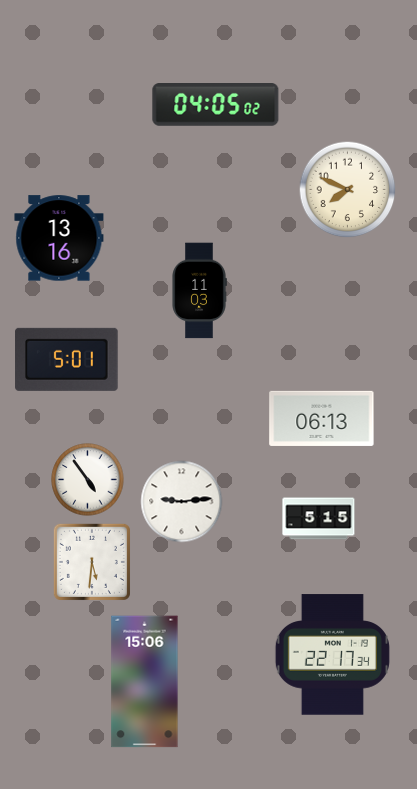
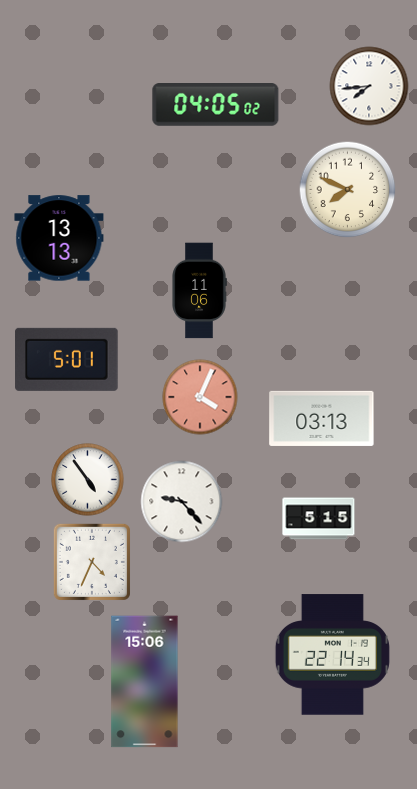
clock at (369, 86): none -> 7:44
clock at (59, 238): 13:16 -> 13:13
clock at (199, 291): 11:03 -> 11:06
clock at (200, 397): none -> 4:04
clock at (322, 418): 06:13 -> 03:13
clock at (182, 502): 9:14 -> 9:23
clock at (92, 562): 5:31 -> 4:34
clock at (332, 655): 22:17 -> 22:14
